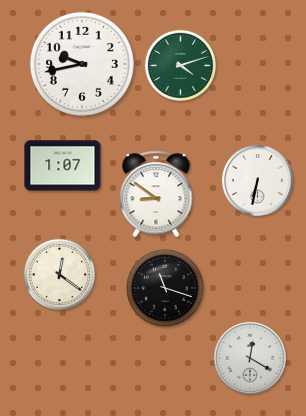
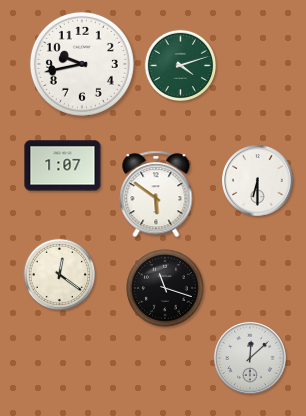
clock at (258, 181): 6:32 -> 6:30
clock at (156, 194): 8:51 -> 5:51
clock at (250, 358): 12:20 -> 12:08
